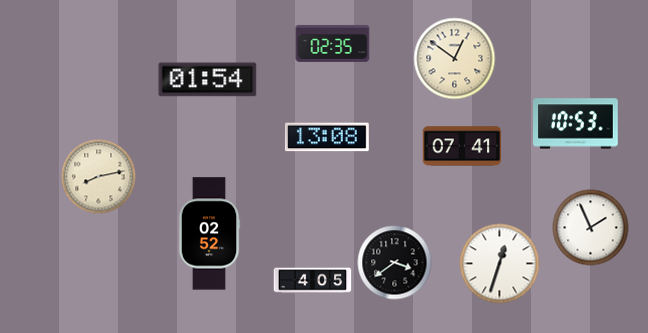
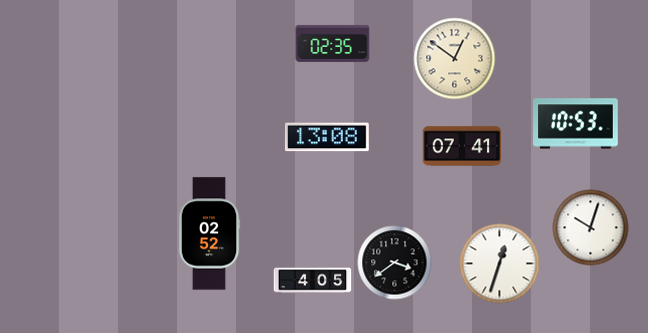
clock at (208, 80): 01:54 -> none
clock at (99, 177): 8:13 -> none
clock at (591, 228): 1:56 -> 10:03
